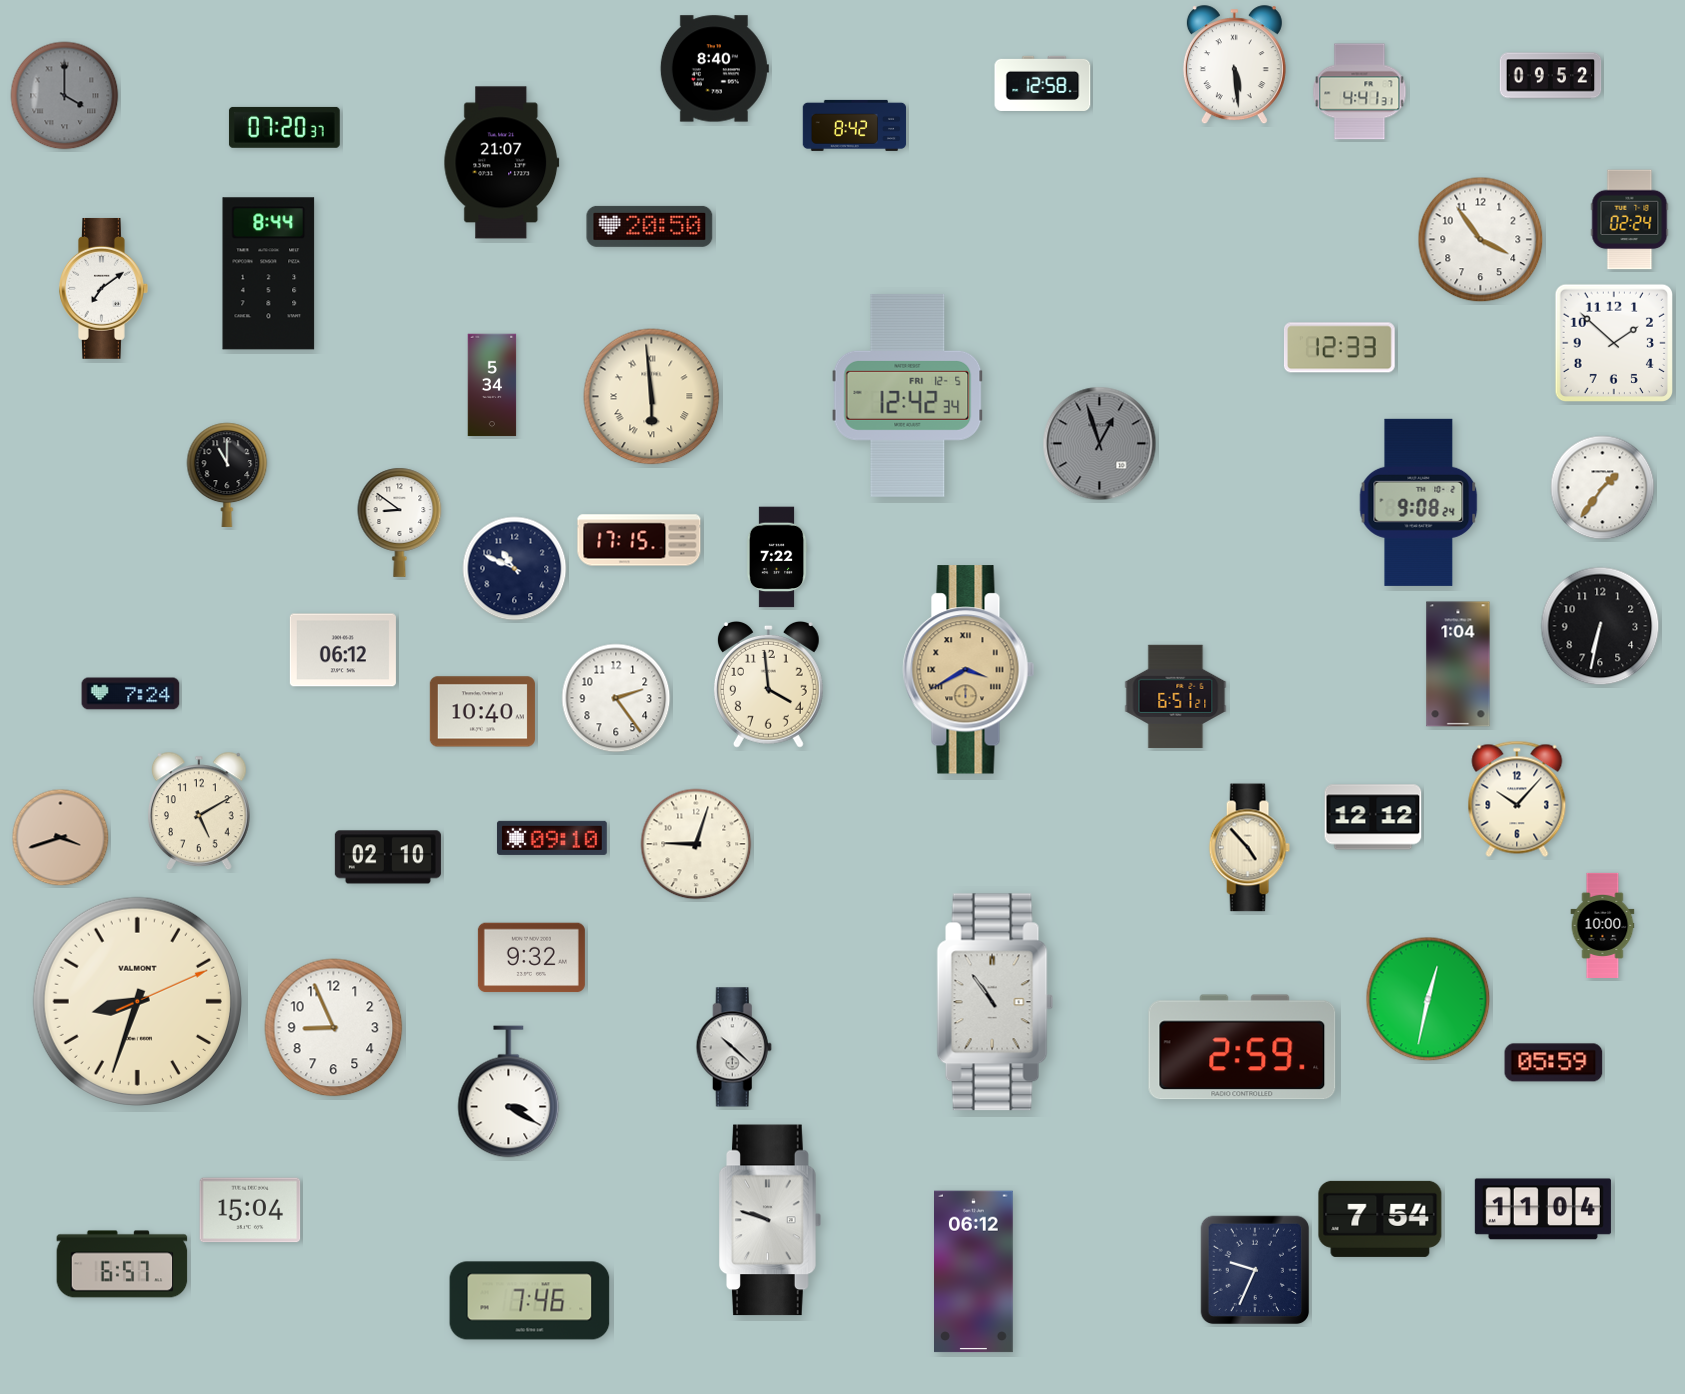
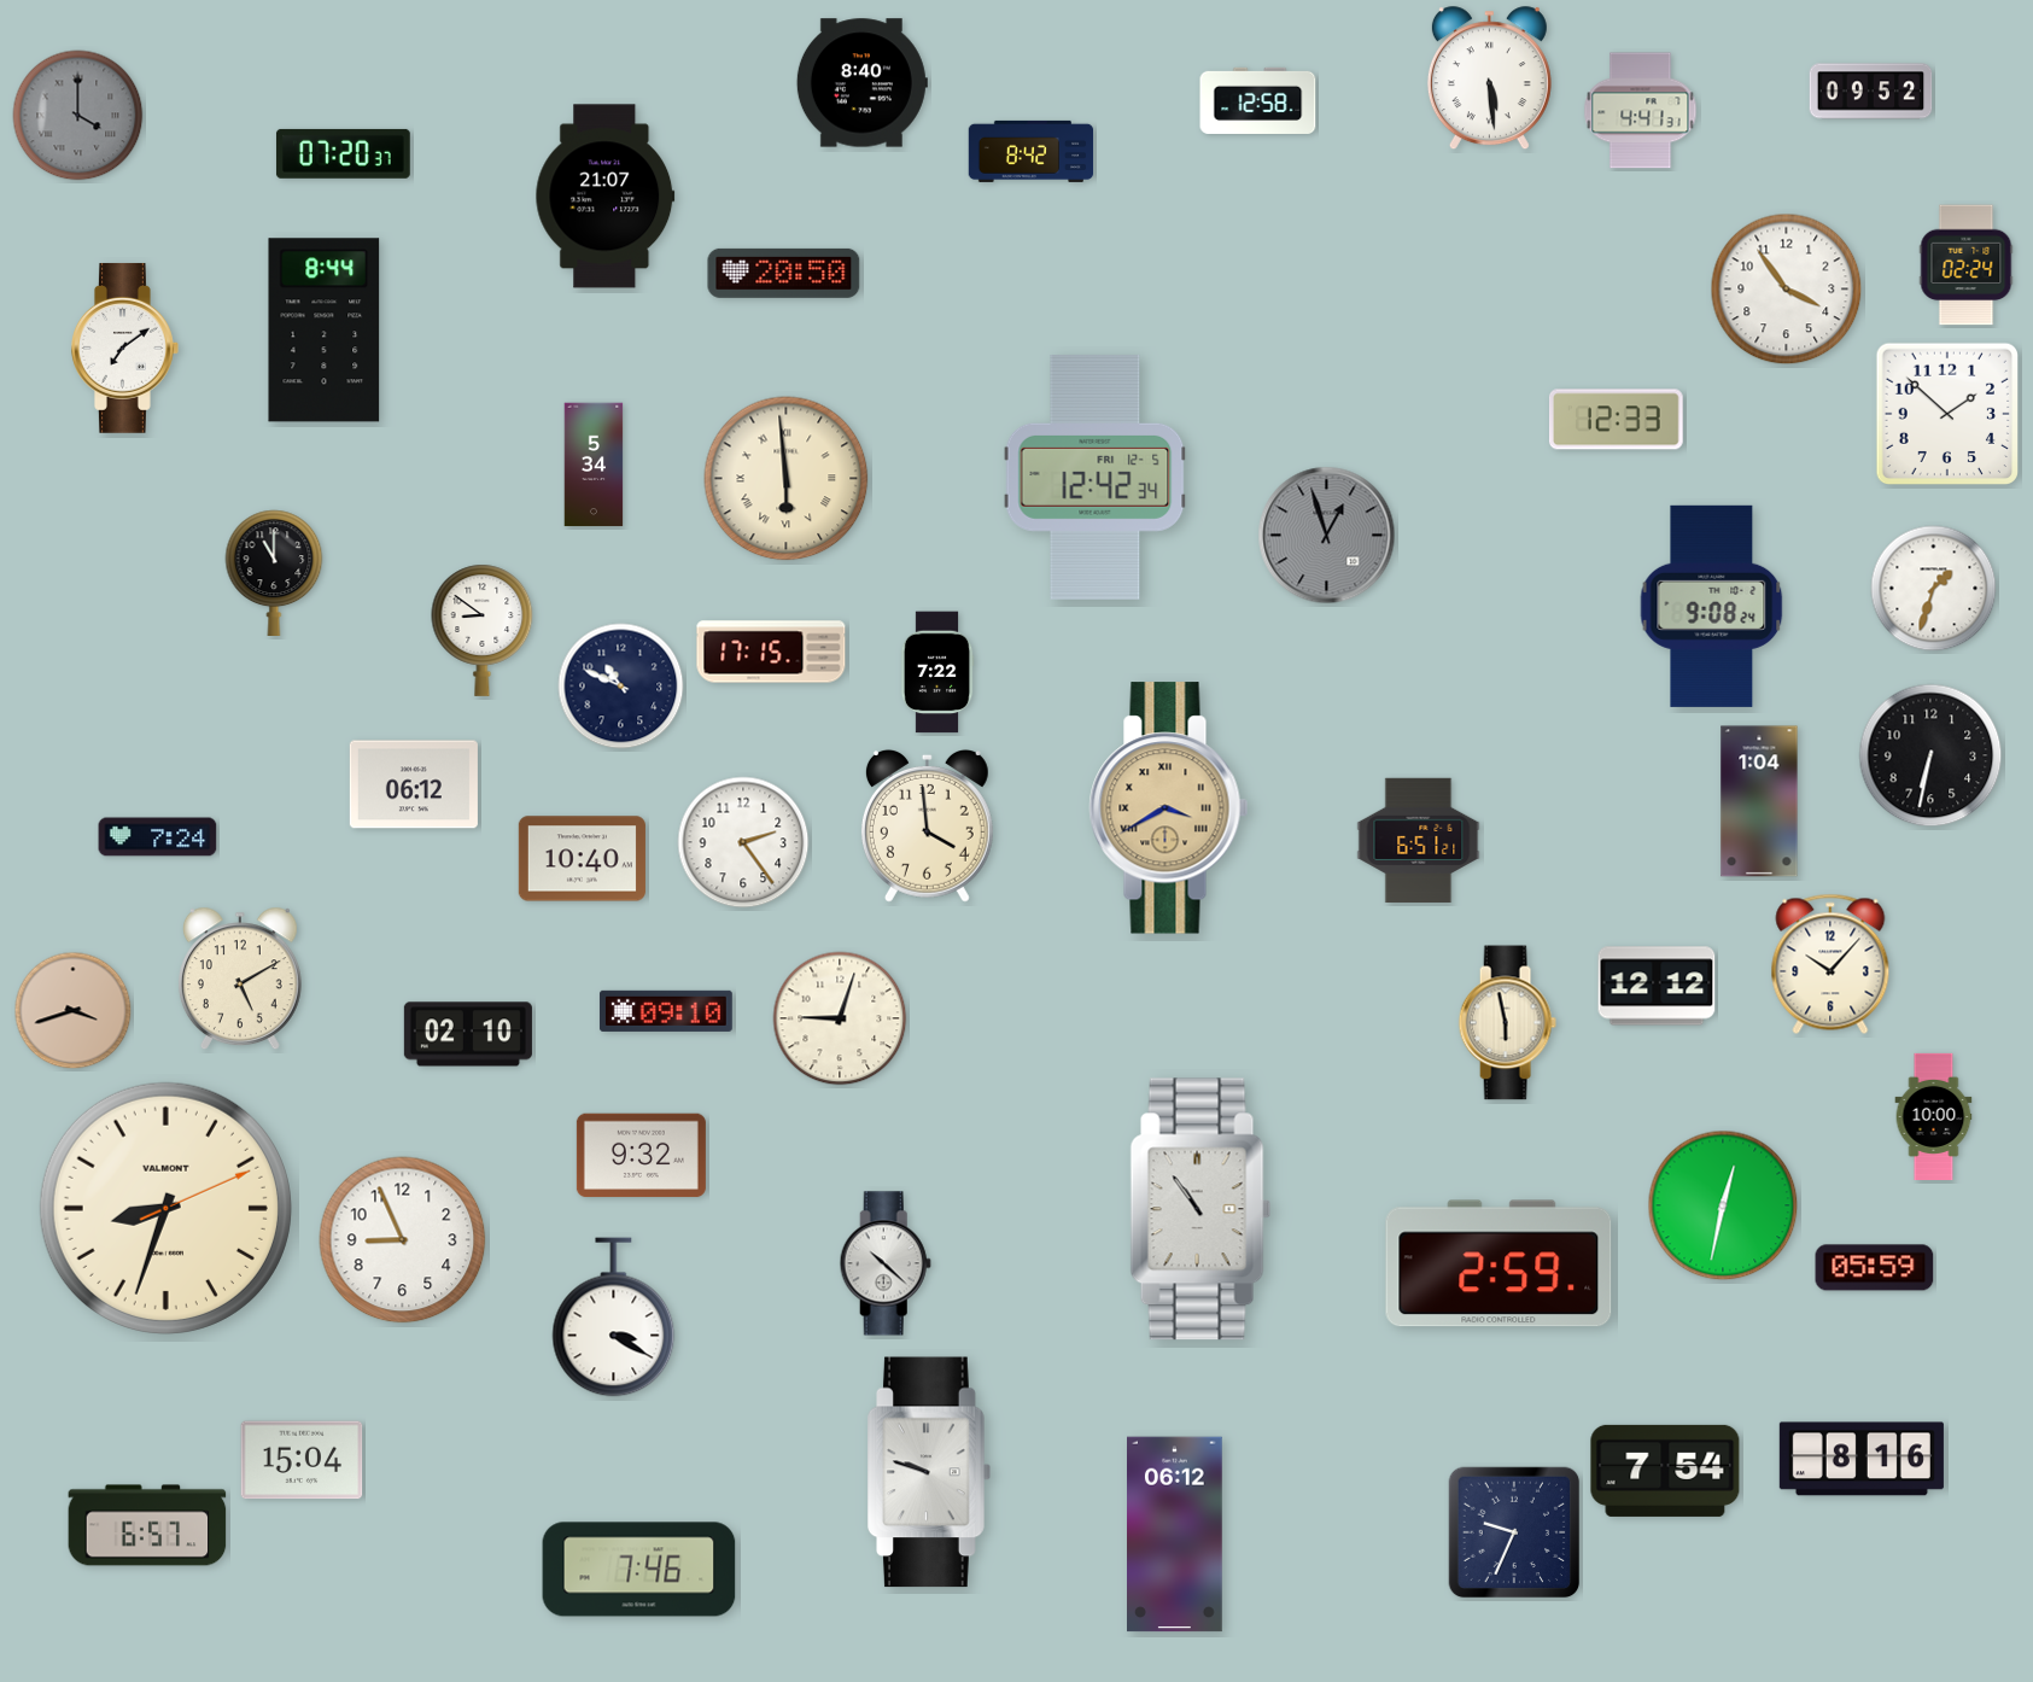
clock at (1603, 488): 1:36 -> 1:33
clock at (1249, 848): 4:53 -> 5:58
clock at (1554, 1063) position: (1554, 1063) -> (1875, 1268)
clock at (1543, 1209): 11:04 -> 8:16
